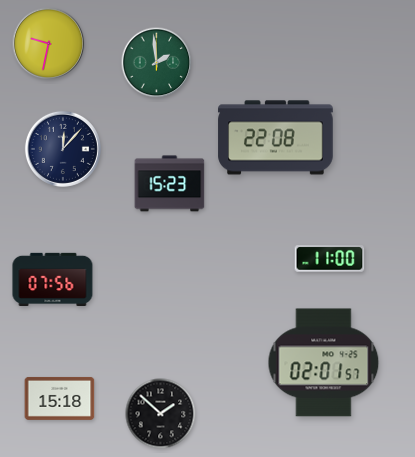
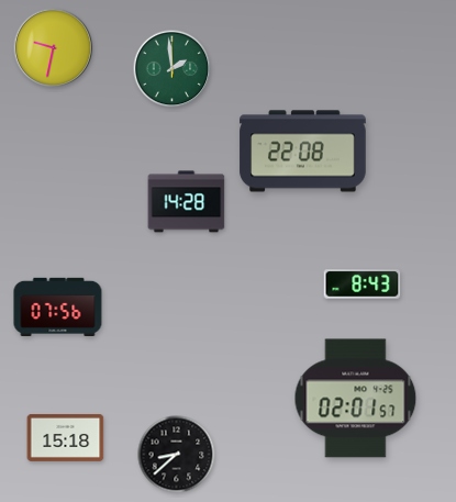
clock at (63, 149): 12:07 -> none
clock at (170, 184): 15:23 -> 14:28
clock at (330, 259): 11:00 -> 8:43
clock at (161, 414): 1:52 -> 8:38
